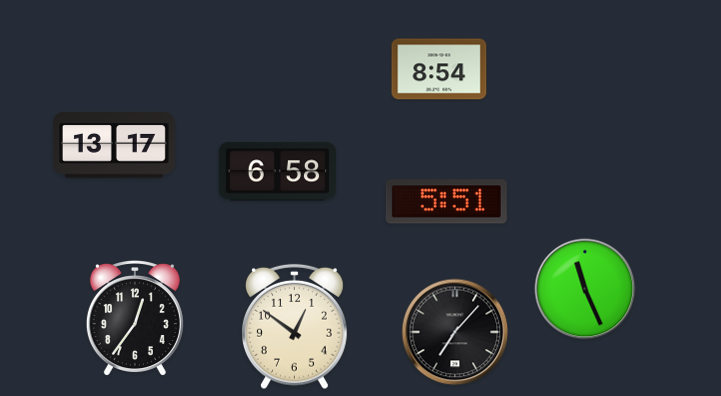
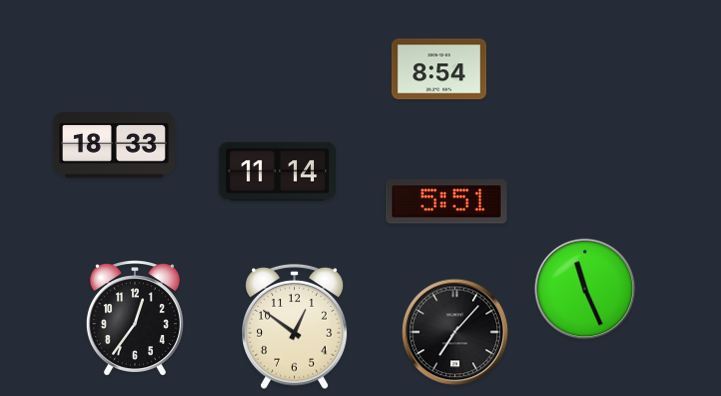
clock at (114, 145): 13:17 -> 18:33
clock at (278, 172): 6:58 -> 11:14
